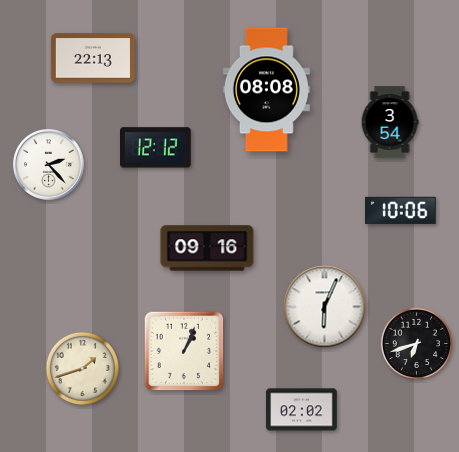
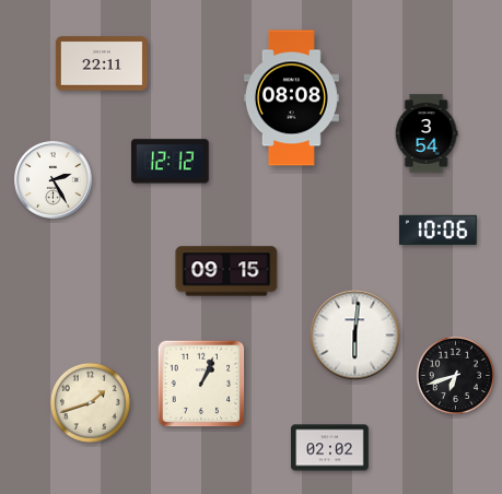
clock at (93, 58): 22:13 -> 22:11
clock at (49, 165): 2:23 -> 2:25
clock at (207, 248): 09:16 -> 09:15
clock at (325, 307): 6:04 -> 6:01
